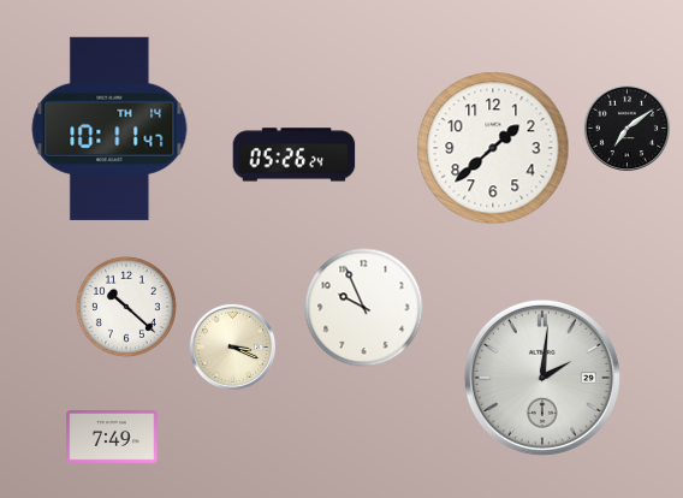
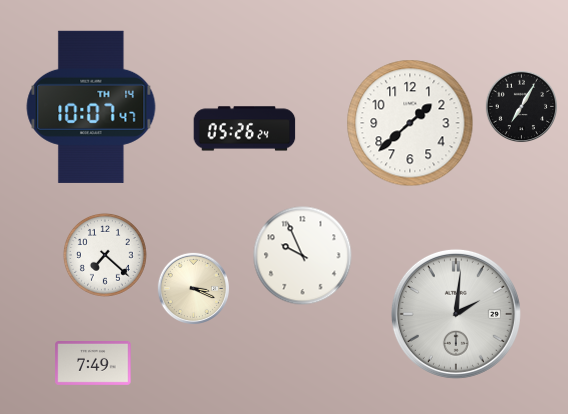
clock at (109, 129): 10:11 -> 10:07
clock at (628, 129): 7:09 -> 7:05
clock at (126, 307): 10:22 -> 7:22
clock at (542, 378) position: (542, 378) -> (456, 314)
